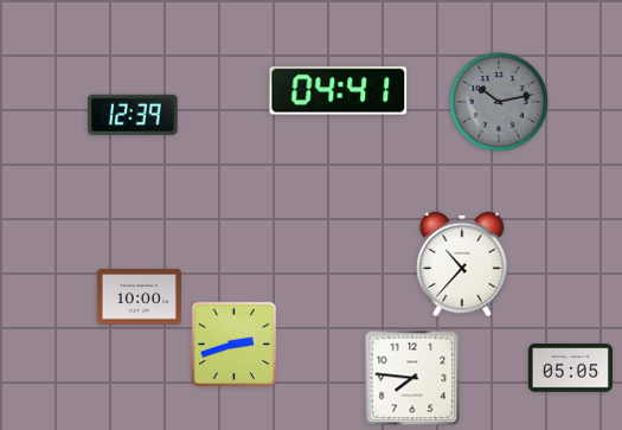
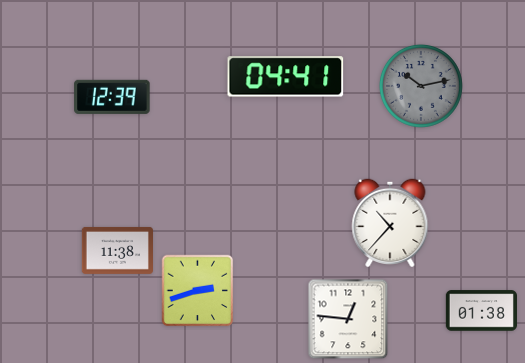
clock at (139, 296): 10:00 -> 11:38
clock at (570, 368): 05:05 -> 01:38
clock at (412, 378): 7:46 -> 12:46
